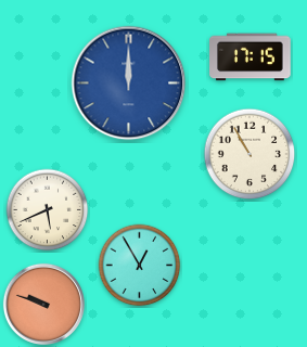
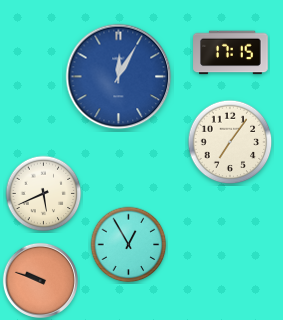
clock at (129, 83): 12:00 -> 12:05
clock at (250, 154): 10:55 -> 7:06
